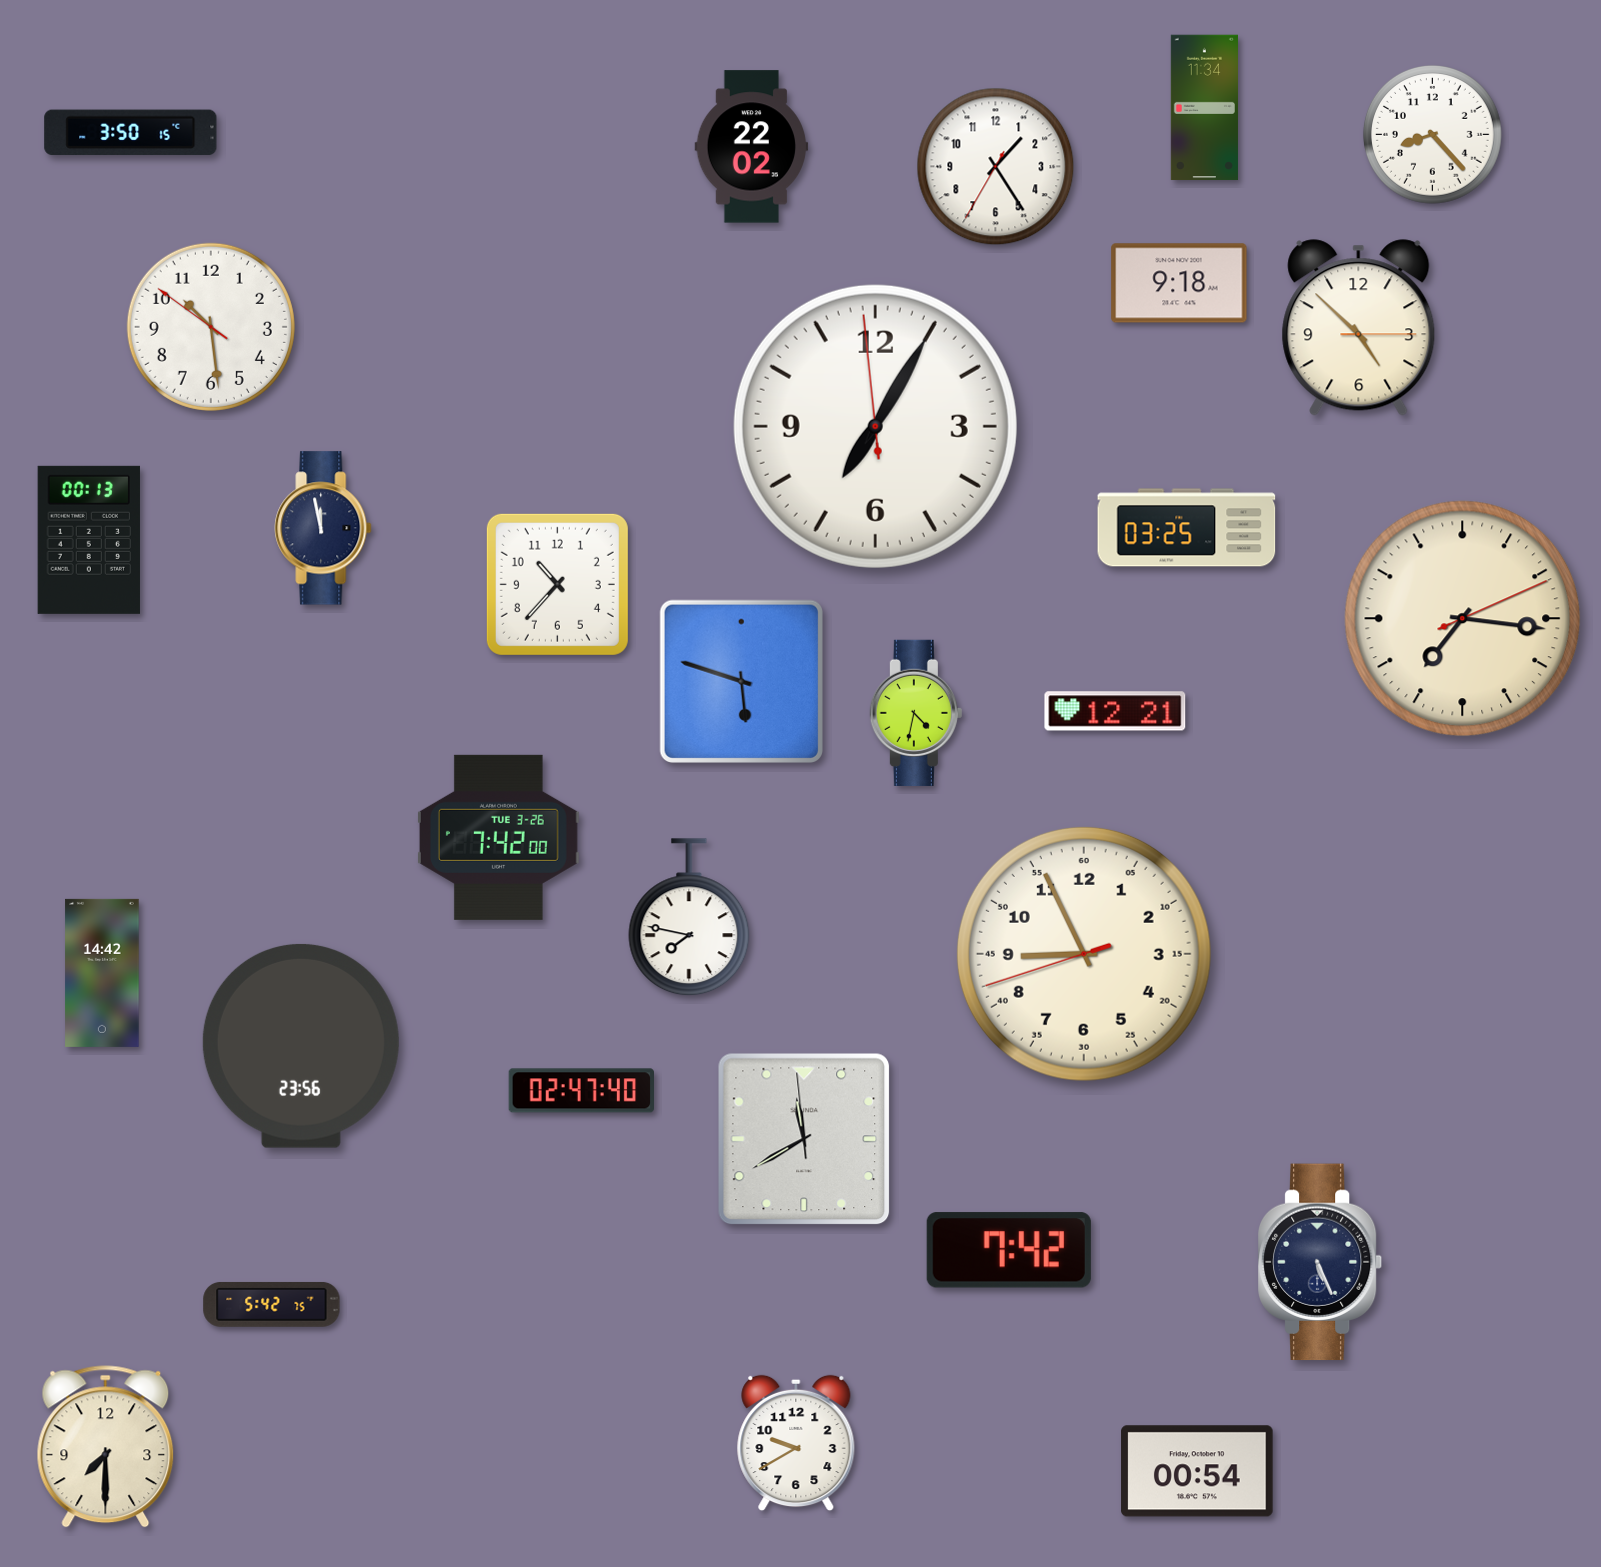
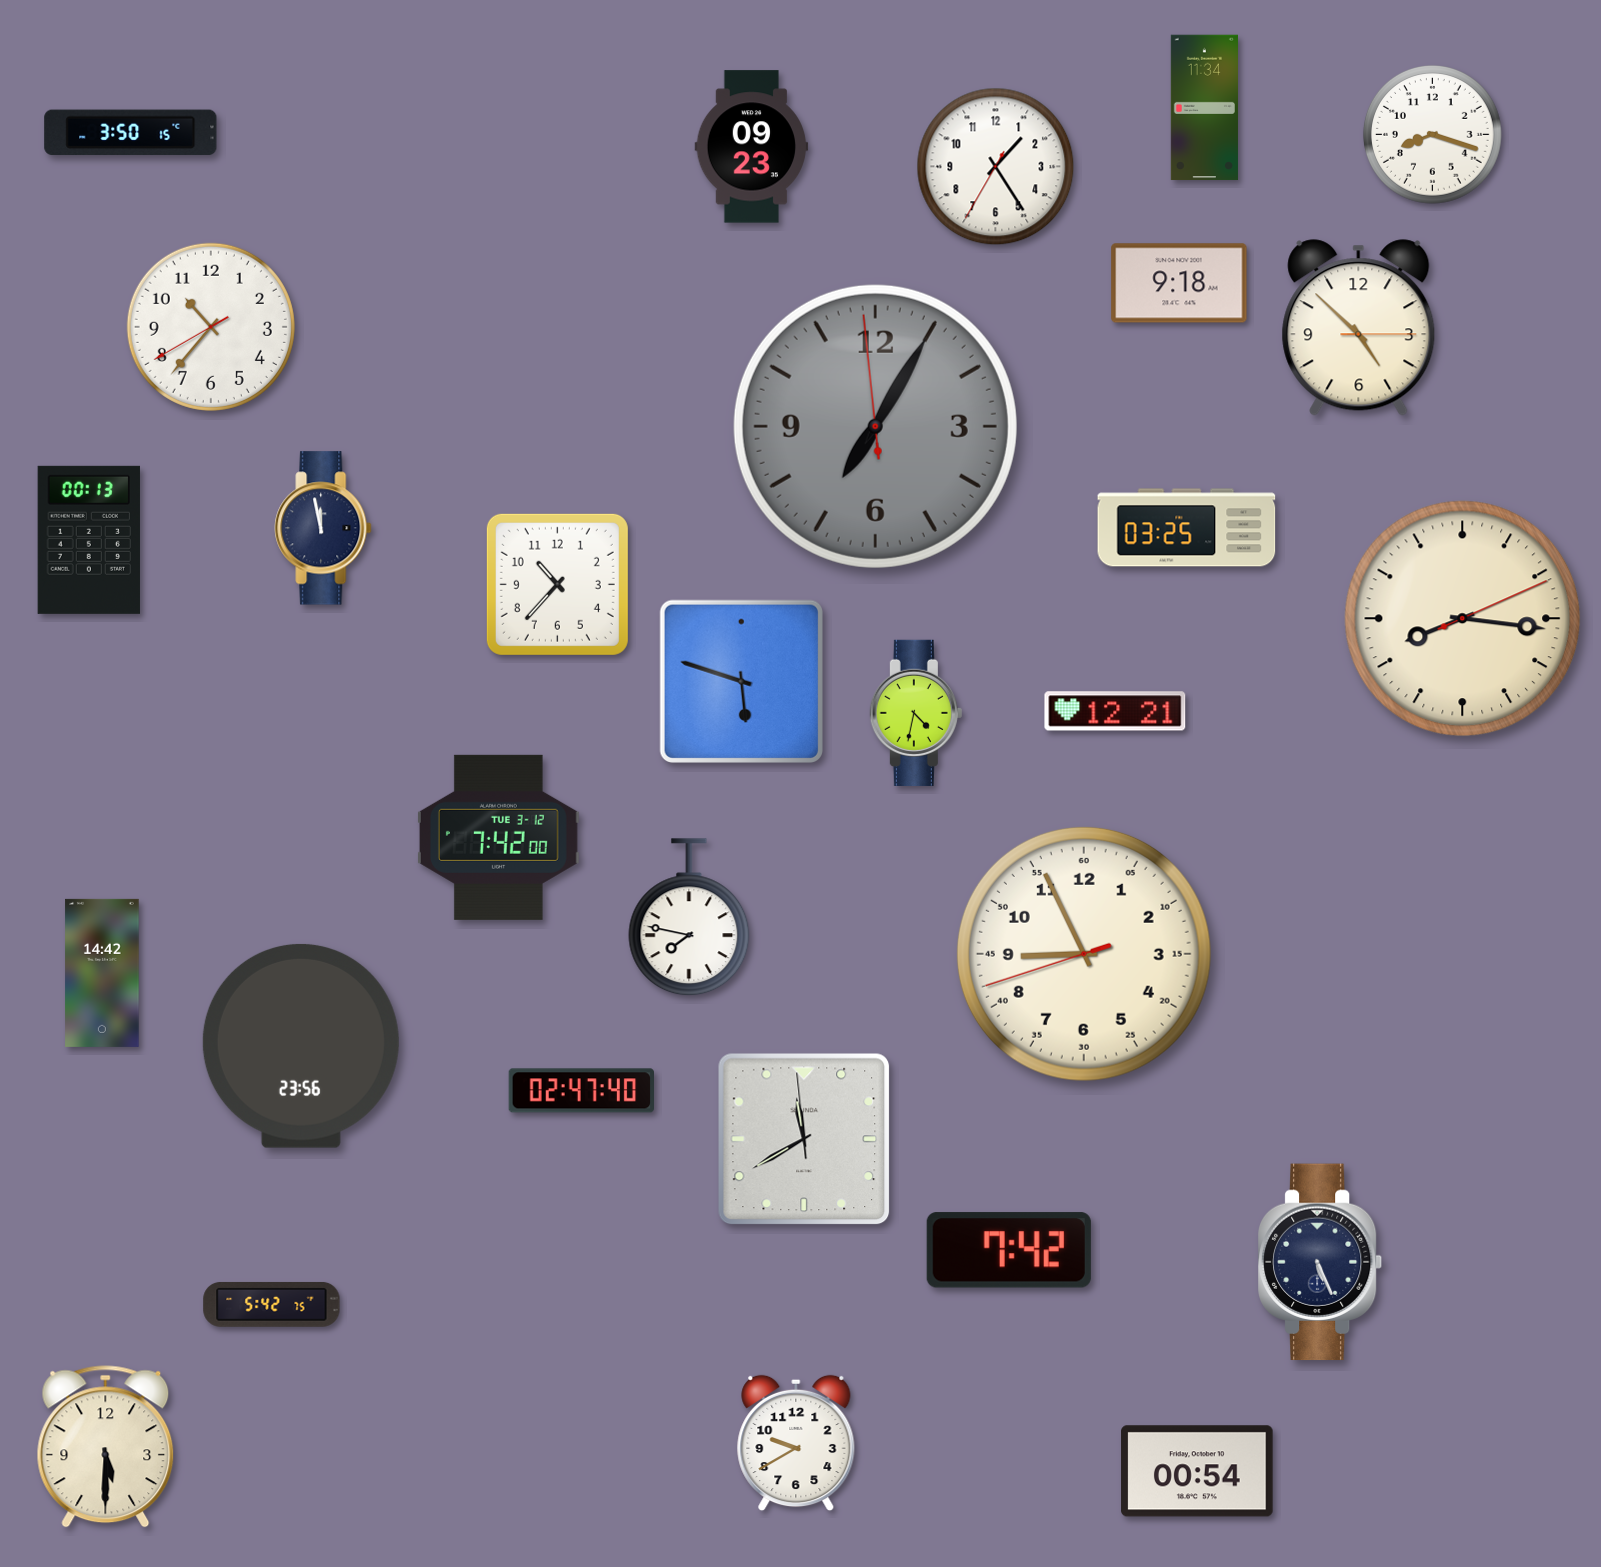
clock at (1432, 134): 8:23 -> 8:18
clock at (752, 147): 22:02 -> 09:23
clock at (211, 327): 10:28 -> 10:36
clock at (875, 426) dial: white -> grey
clock at (1463, 619): 7:16 -> 8:16
clock at (498, 837) date: TUE 3-26 -> TUE 3-12
clock at (106, 1447): 7:30 -> 5:30
